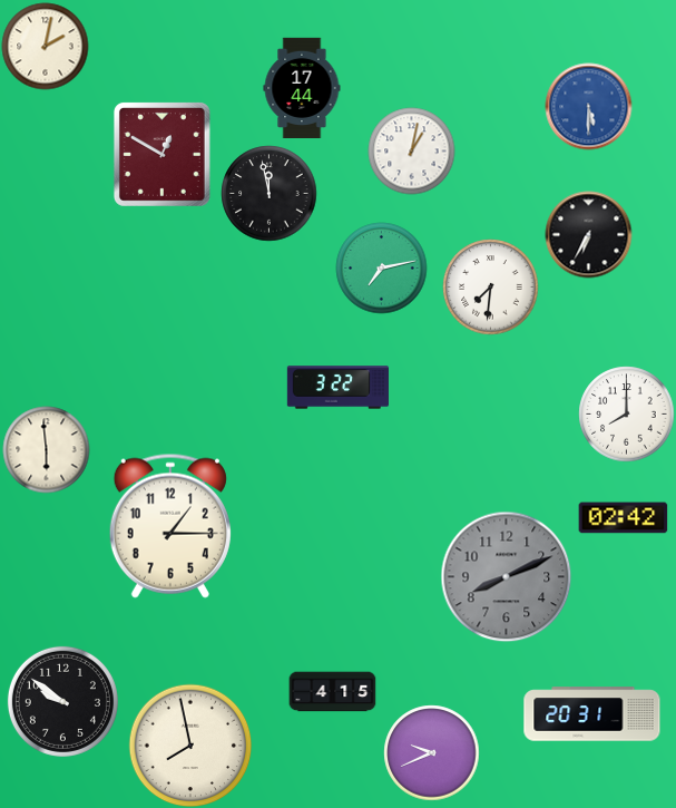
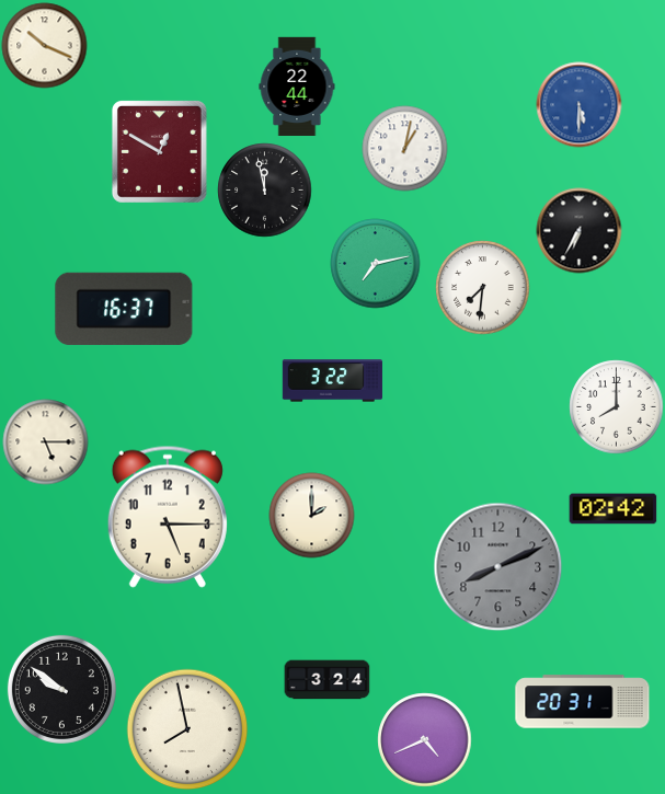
clock at (45, 46): 2:02 -> 10:19
clock at (302, 87): 17:44 -> 22:44
clock at (490, 286) position: (490, 286) -> (482, 287)
clock at (124, 309): none -> 16:37
clock at (46, 449): 5:59 -> 5:15
clock at (311, 515): none -> 2:00
clock at (170, 526): 1:15 -> 5:15
clock at (332, 692): 4:15 -> 3:24
clock at (190, 746) position: (190, 746) -> (187, 729)
clock at (431, 752): 9:41 -> 4:41
